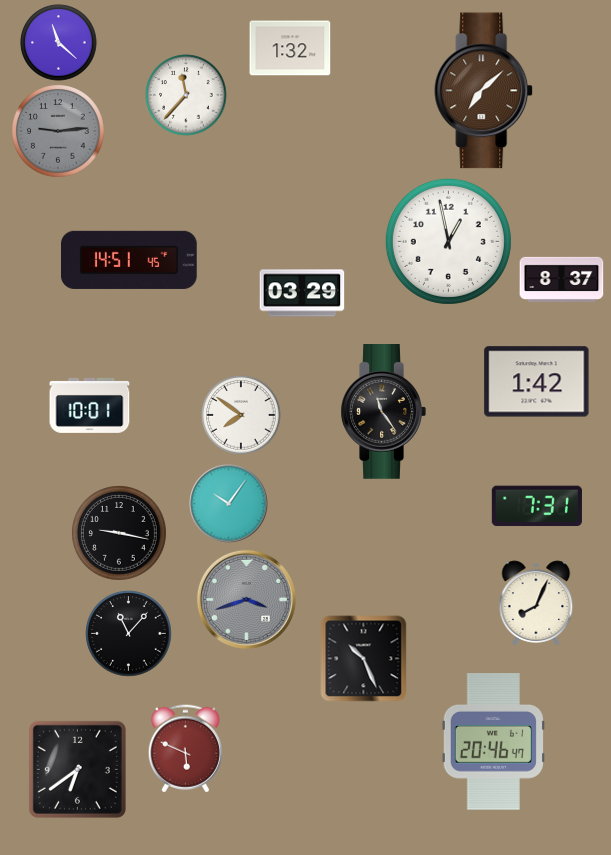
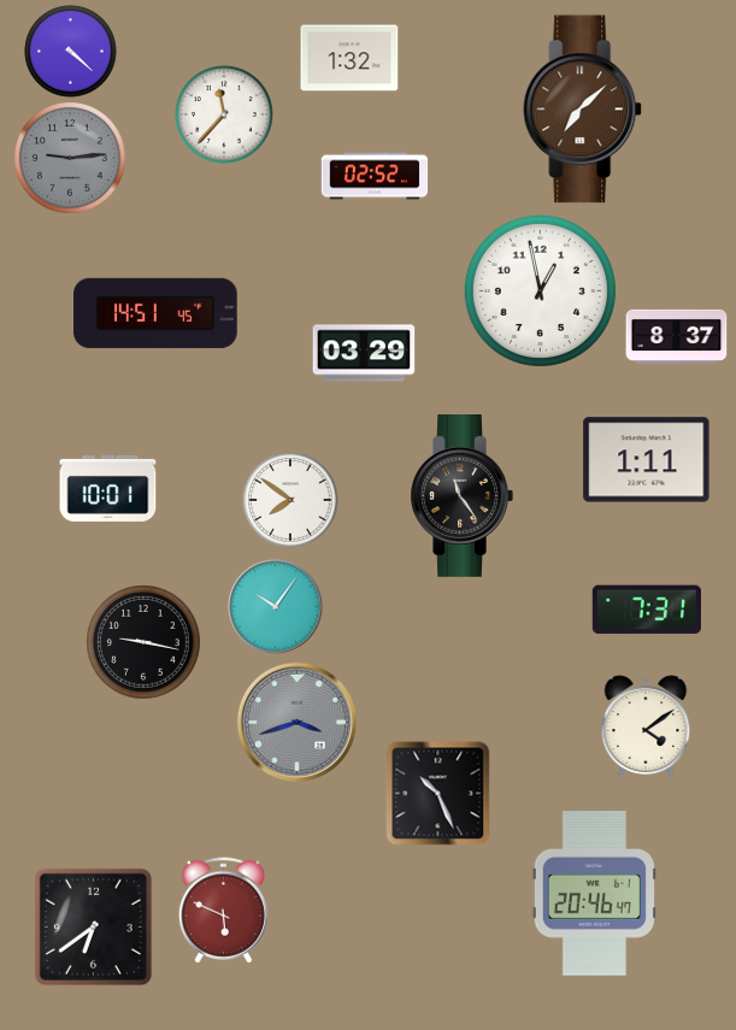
clock at (59, 43): 11:22 -> 4:22
clock at (375, 176): none -> 02:52
clock at (537, 382): 1:42 -> 1:11
clock at (536, 603): 8:04 -> 4:09
clock at (129, 634): 11:07 -> none
clock at (185, 749) position: (185, 749) -> (223, 911)
